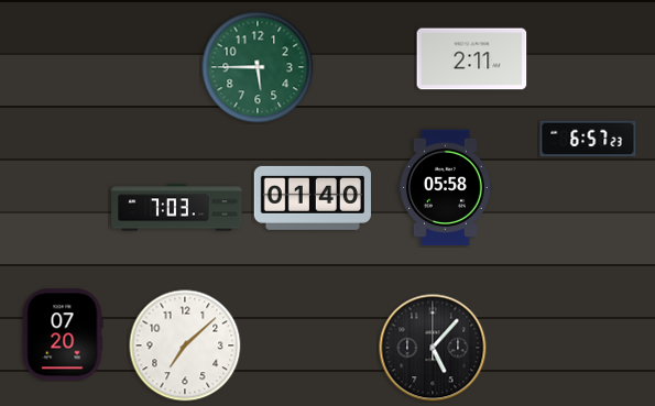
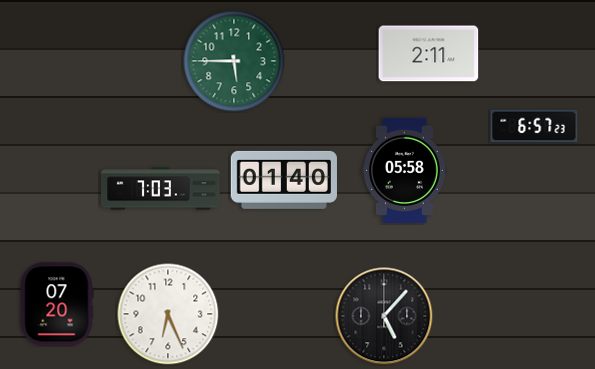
clock at (185, 345): 7:08 -> 6:26
clock at (433, 348) position: (433, 348) -> (384, 316)
